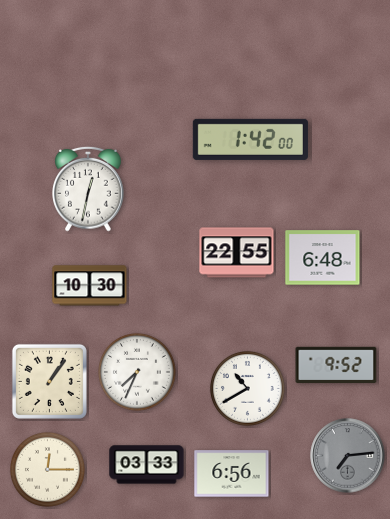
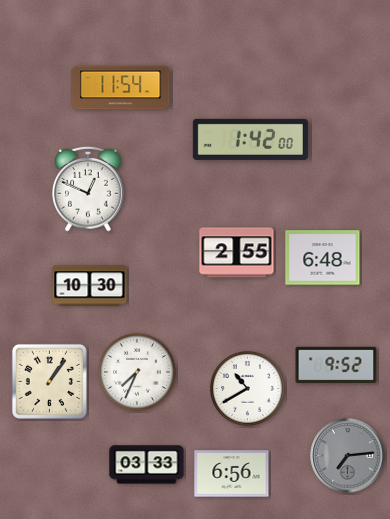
clock at (121, 88): none -> 11:54
clock at (88, 189): 12:32 -> 12:49
clock at (237, 253): 22:55 -> 2:55
clock at (47, 469): 12:15 -> none
